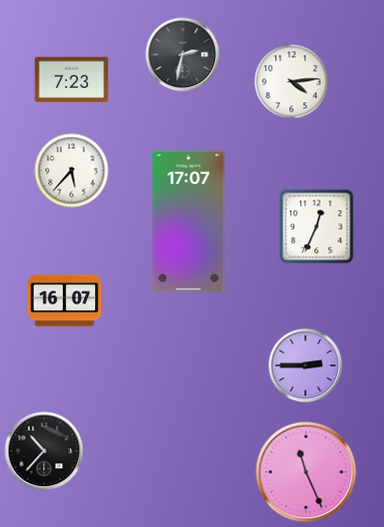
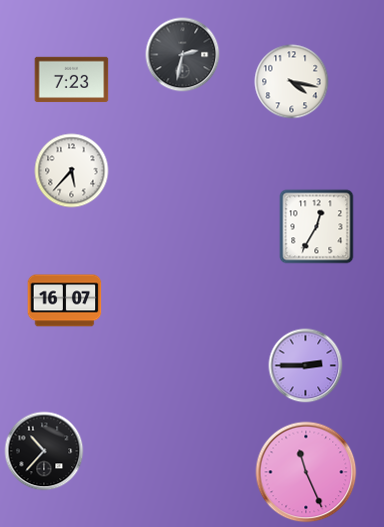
clock at (292, 82): 4:14 -> 4:17
clock at (189, 222): 17:07 -> none
clock at (317, 227): 12:34 -> 12:35
